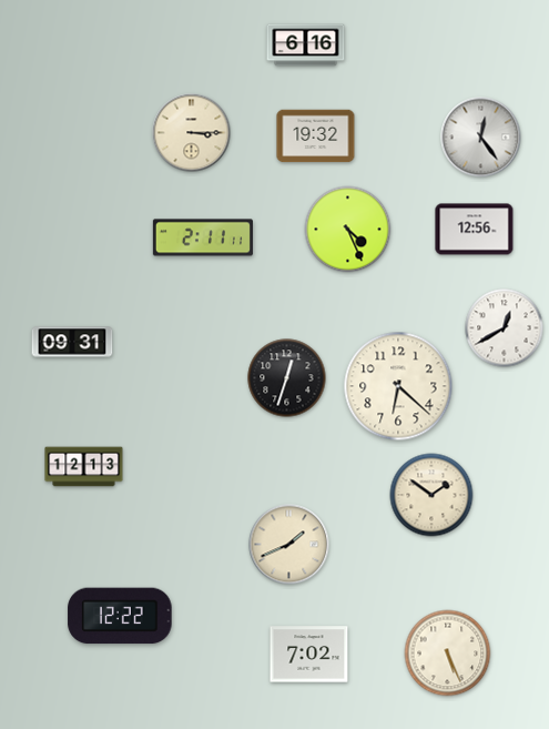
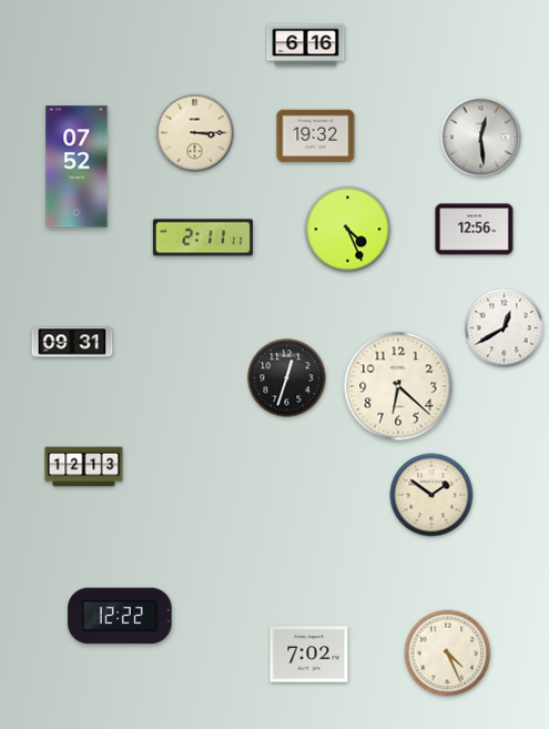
clock at (192, 133) position: (192, 133) -> (195, 133)
clock at (481, 138): 12:24 -> 12:29
clock at (77, 166): none -> 07:52
clock at (289, 545): 1:41 -> none
clock at (448, 654): 5:26 -> 4:26
